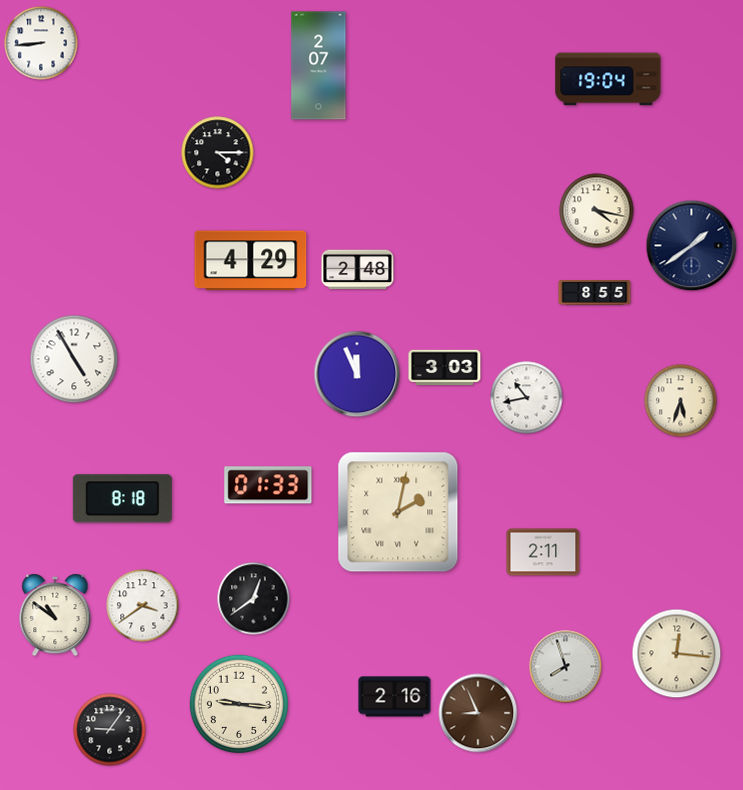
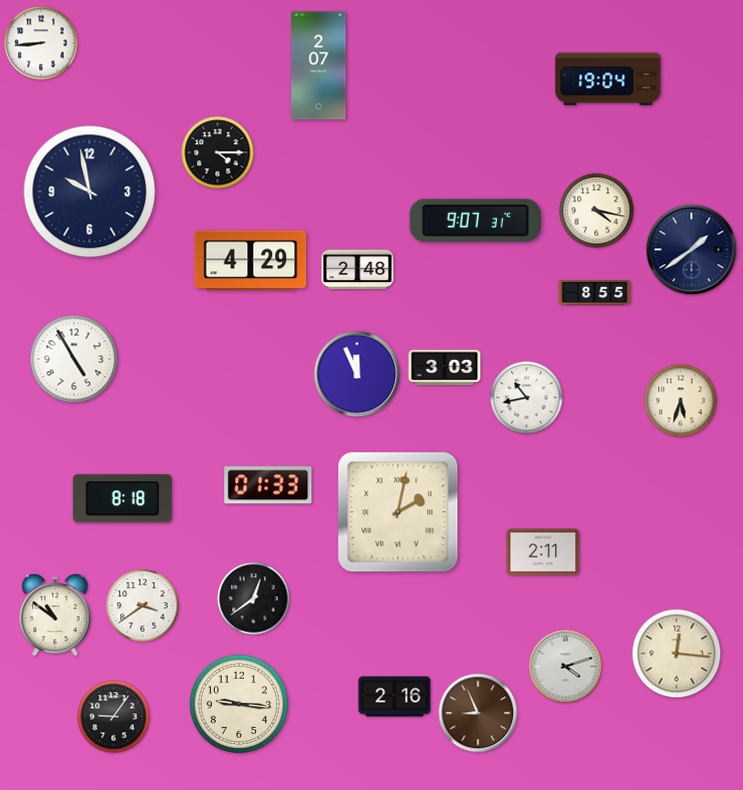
clock at (90, 192): none -> 9:58
clock at (475, 220): none -> 9:07
clock at (692, 246) position: (692, 246) -> (692, 250)
clock at (566, 667): 7:57 -> 4:12
clock at (110, 730) position: (110, 730) -> (114, 717)
